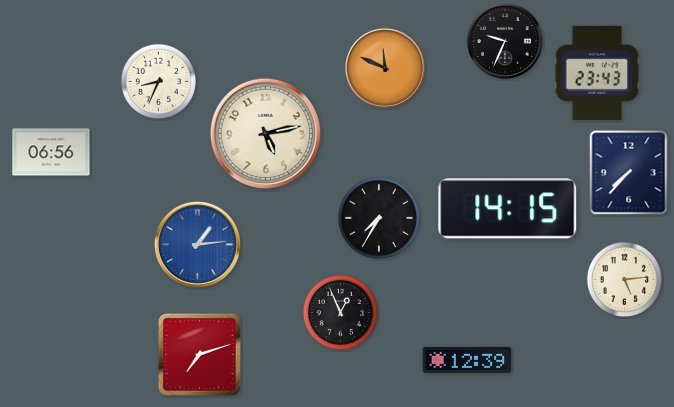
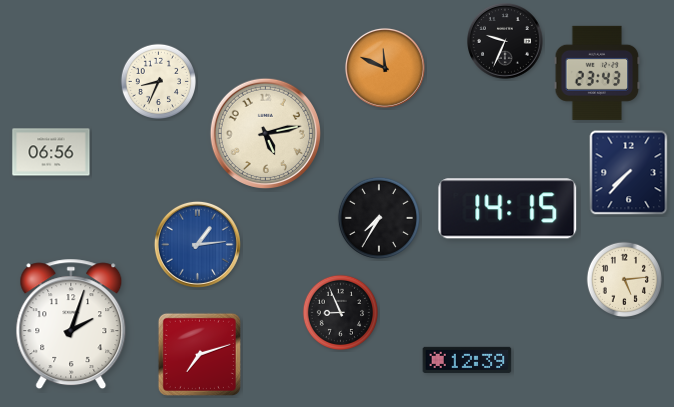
clock at (340, 312): 12:56 -> 8:56
clock at (71, 324): none -> 2:03
